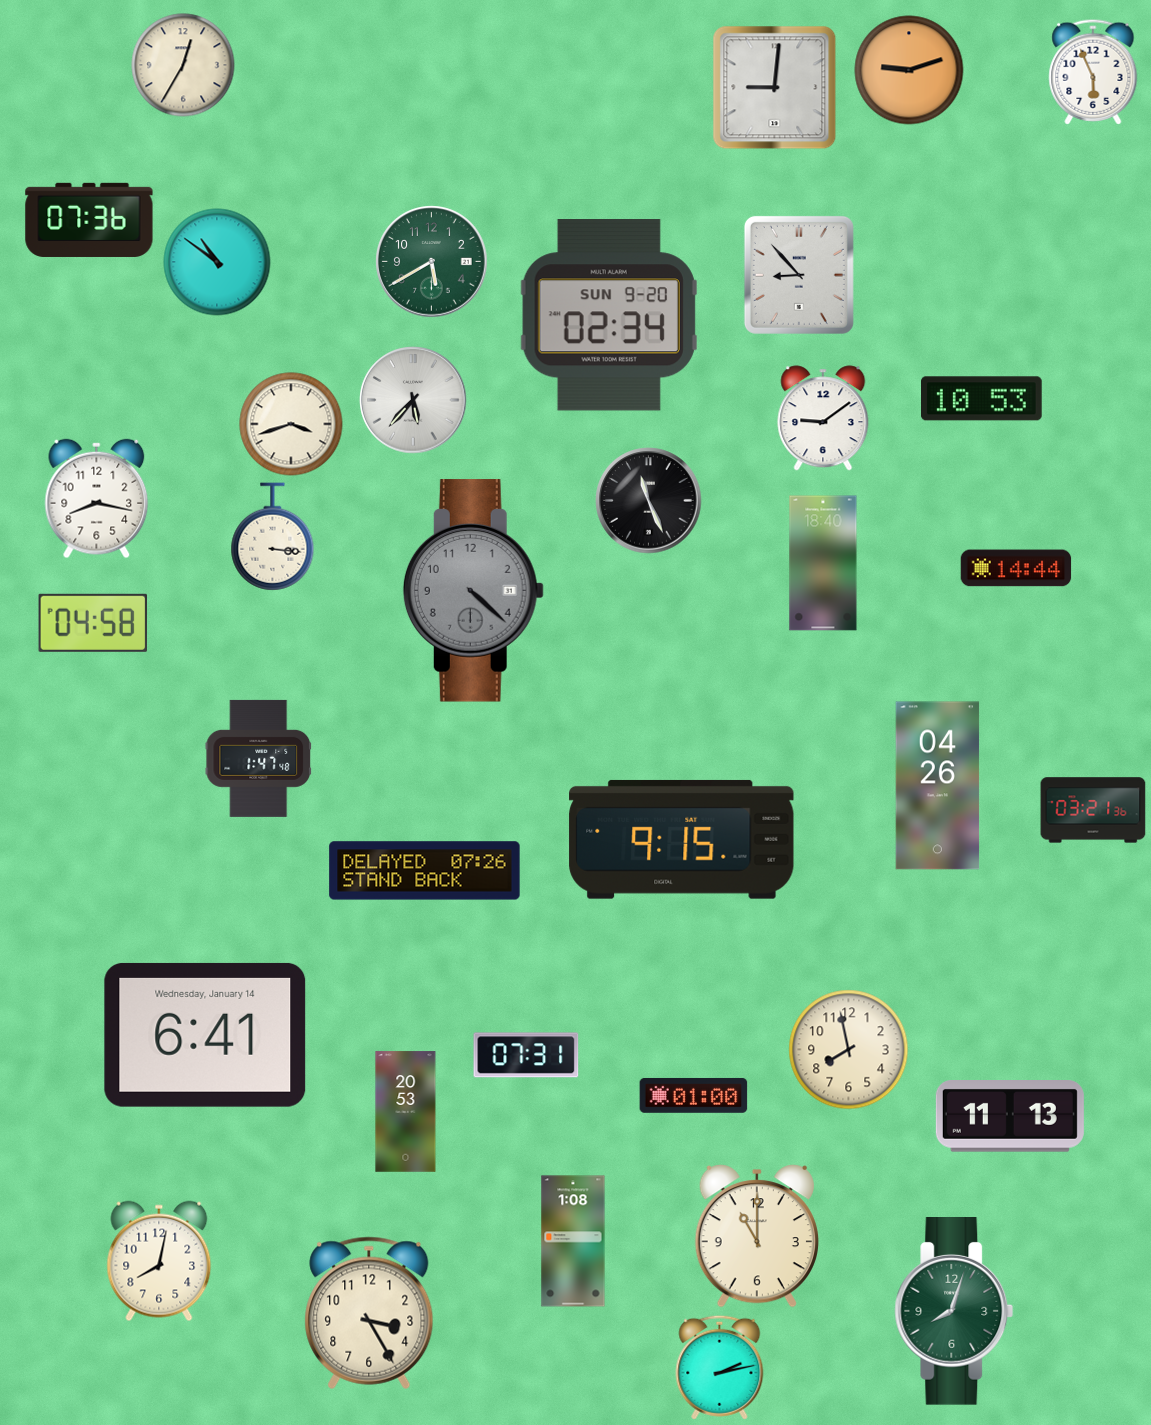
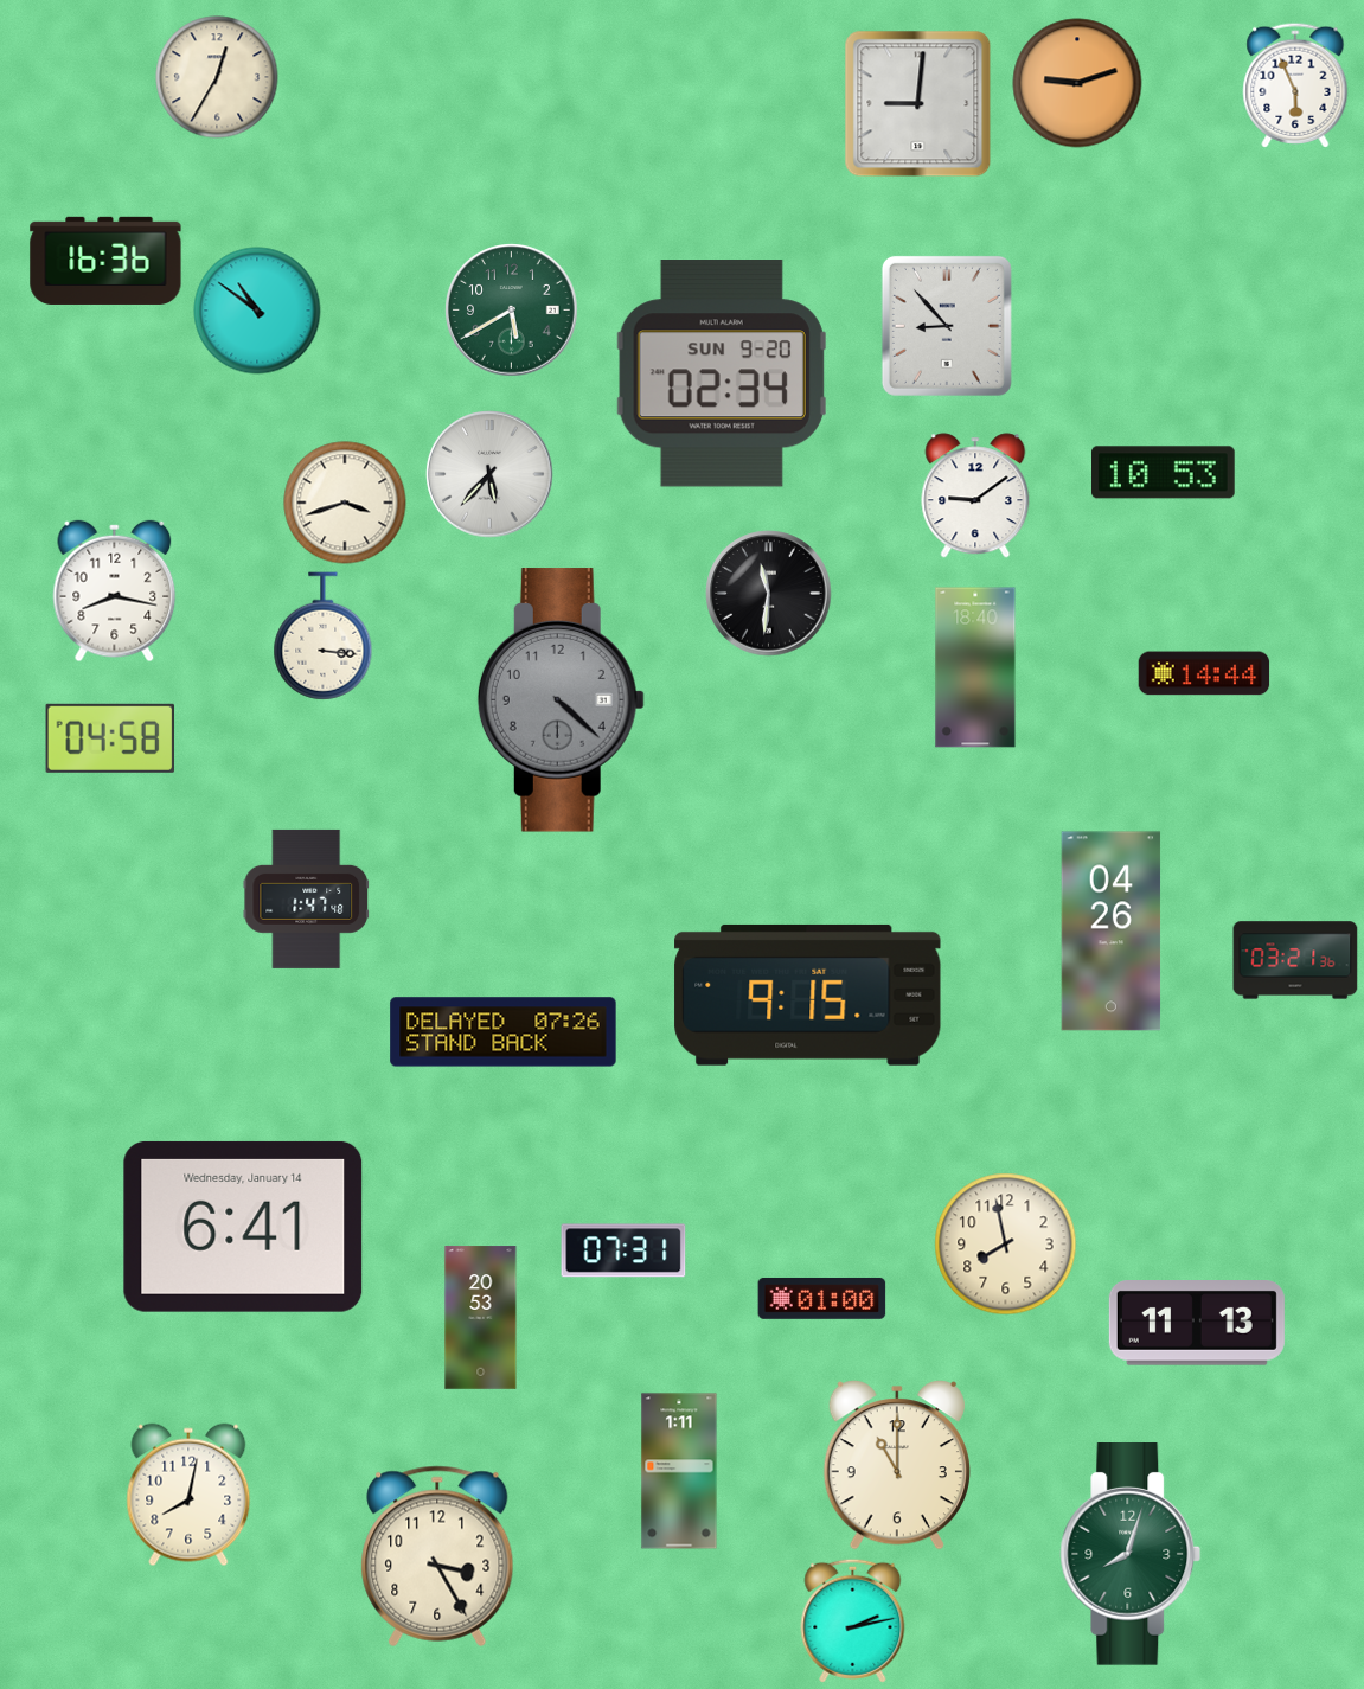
clock at (89, 220): 07:36 -> 16:36
clock at (649, 501): 11:26 -> 11:31
clock at (573, 1241): 1:08 -> 1:11
